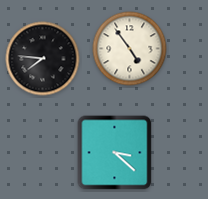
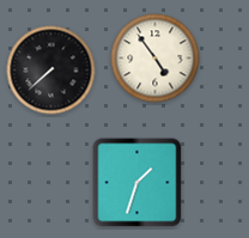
clock at (43, 59): 7:46 -> 7:38
clock at (115, 153): 3:22 -> 1:33
